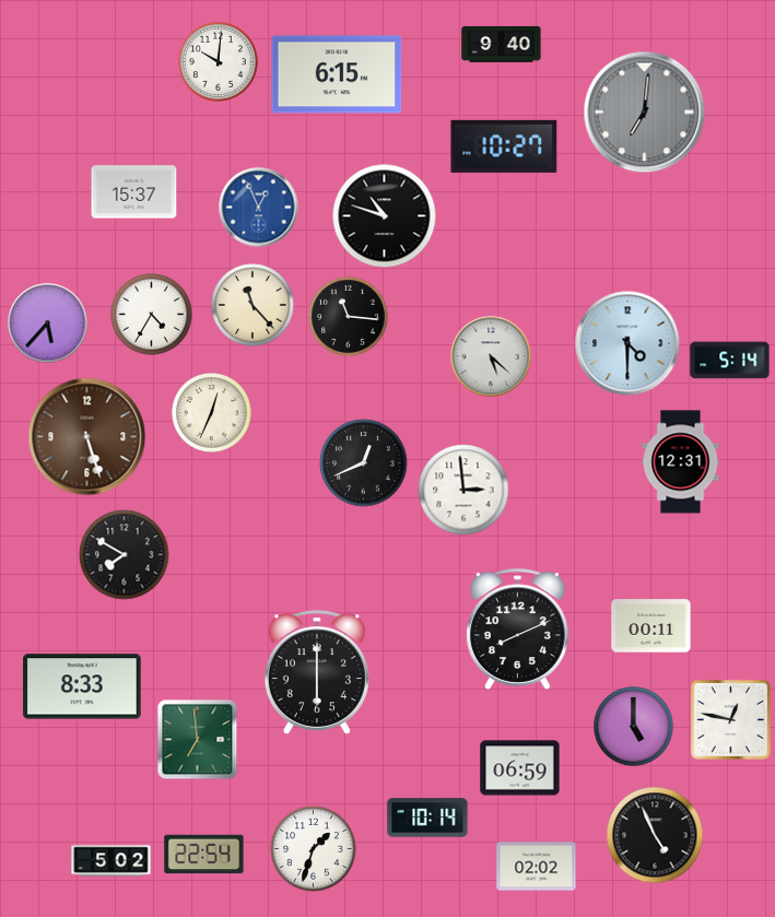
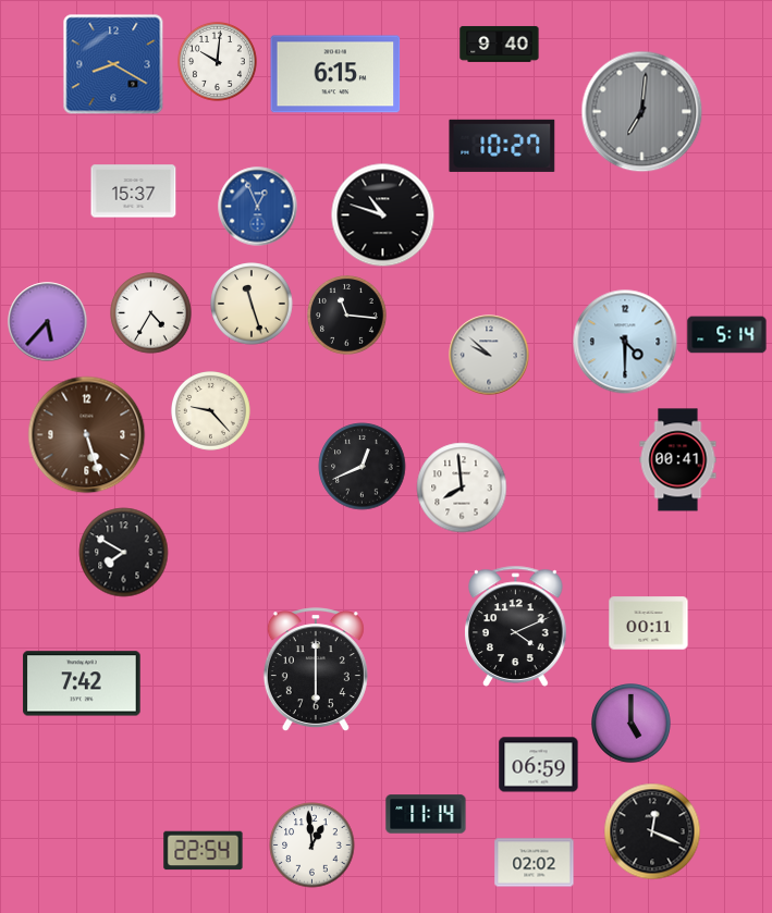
clock at (113, 64): none -> 8:20
clock at (253, 305): 11:23 -> 11:27
clock at (491, 356): 5:22 -> 9:52
clock at (730, 361) position: (730, 361) -> (727, 335)
clock at (212, 413): 12:34 -> 9:23
clock at (681, 462): 12:31 -> 00:41
clock at (364, 463) position: (364, 463) -> (363, 467)
clock at (463, 490): 2:59 -> 7:59
clock at (518, 628): 8:11 -> 4:11
clock at (82, 686): 8:33 -> 7:42
clock at (730, 719): 12:47 -> none
clock at (198, 740): 6:59 -> none
clock at (520, 768) position: (520, 768) -> (539, 765)
clock at (427, 818): 10:14 -> 11:14
clock at (655, 835): 4:56 -> 12:19
clock at (314, 849): 1:33 -> 12:59
clock at (111, 861): 5:02 -> none
